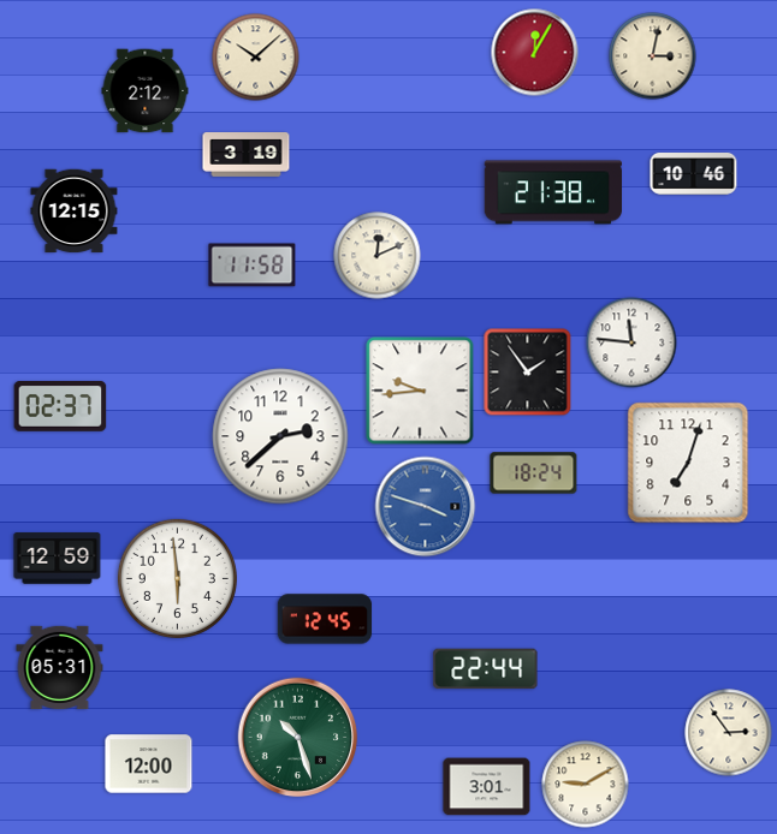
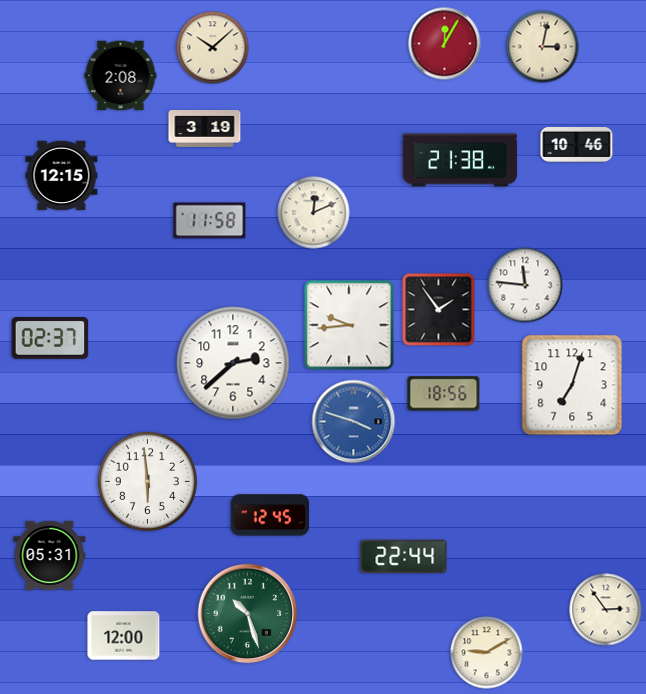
clock at (146, 91): 2:12 -> 2:08
clock at (534, 473): 18:24 -> 18:56
clock at (58, 559): 12:59 -> none
clock at (487, 787): 3:01 -> none
